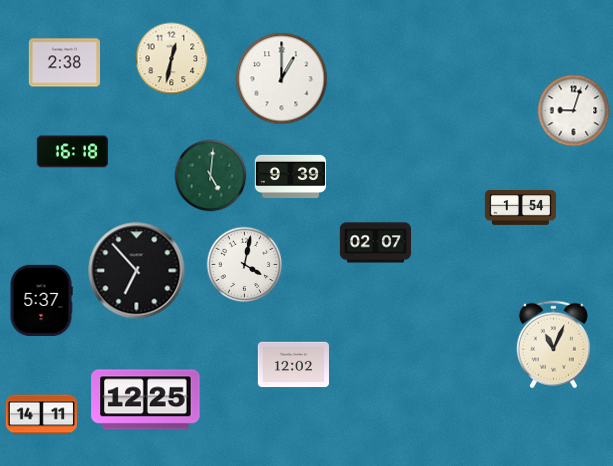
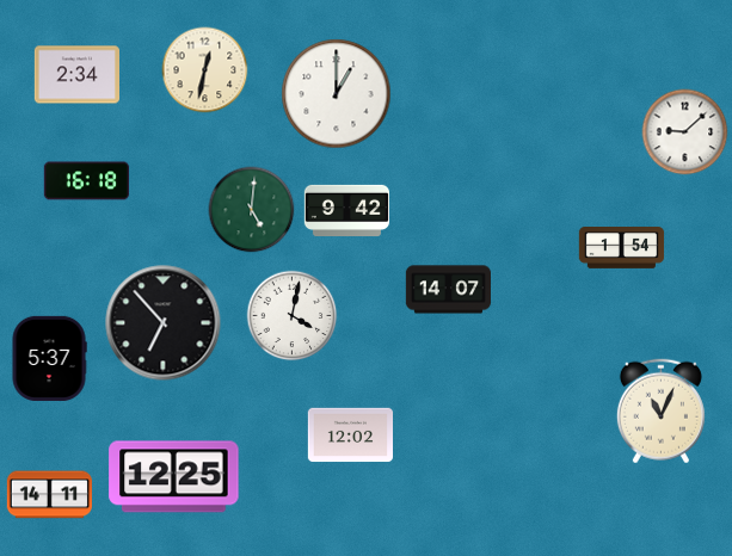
clock at (64, 63): 2:38 -> 2:34
clock at (574, 111): 9:03 -> 9:08
clock at (290, 176): 9:39 -> 9:42
clock at (376, 243): 02:07 -> 14:07
